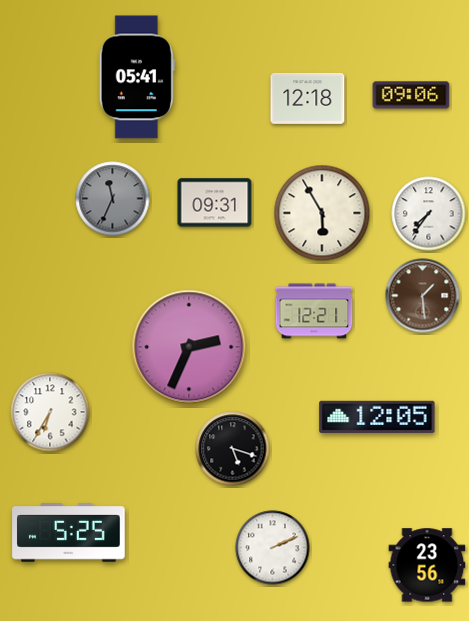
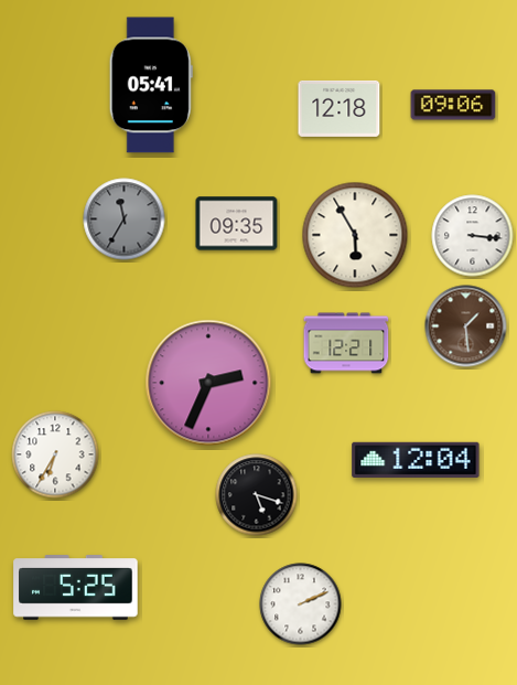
clock at (113, 199): 11:34 -> 11:35
clock at (215, 203): 09:31 -> 09:35
clock at (429, 214): 7:36 -> 3:16
clock at (377, 417): 12:05 -> 12:04
clock at (427, 565): 23:56 -> none
